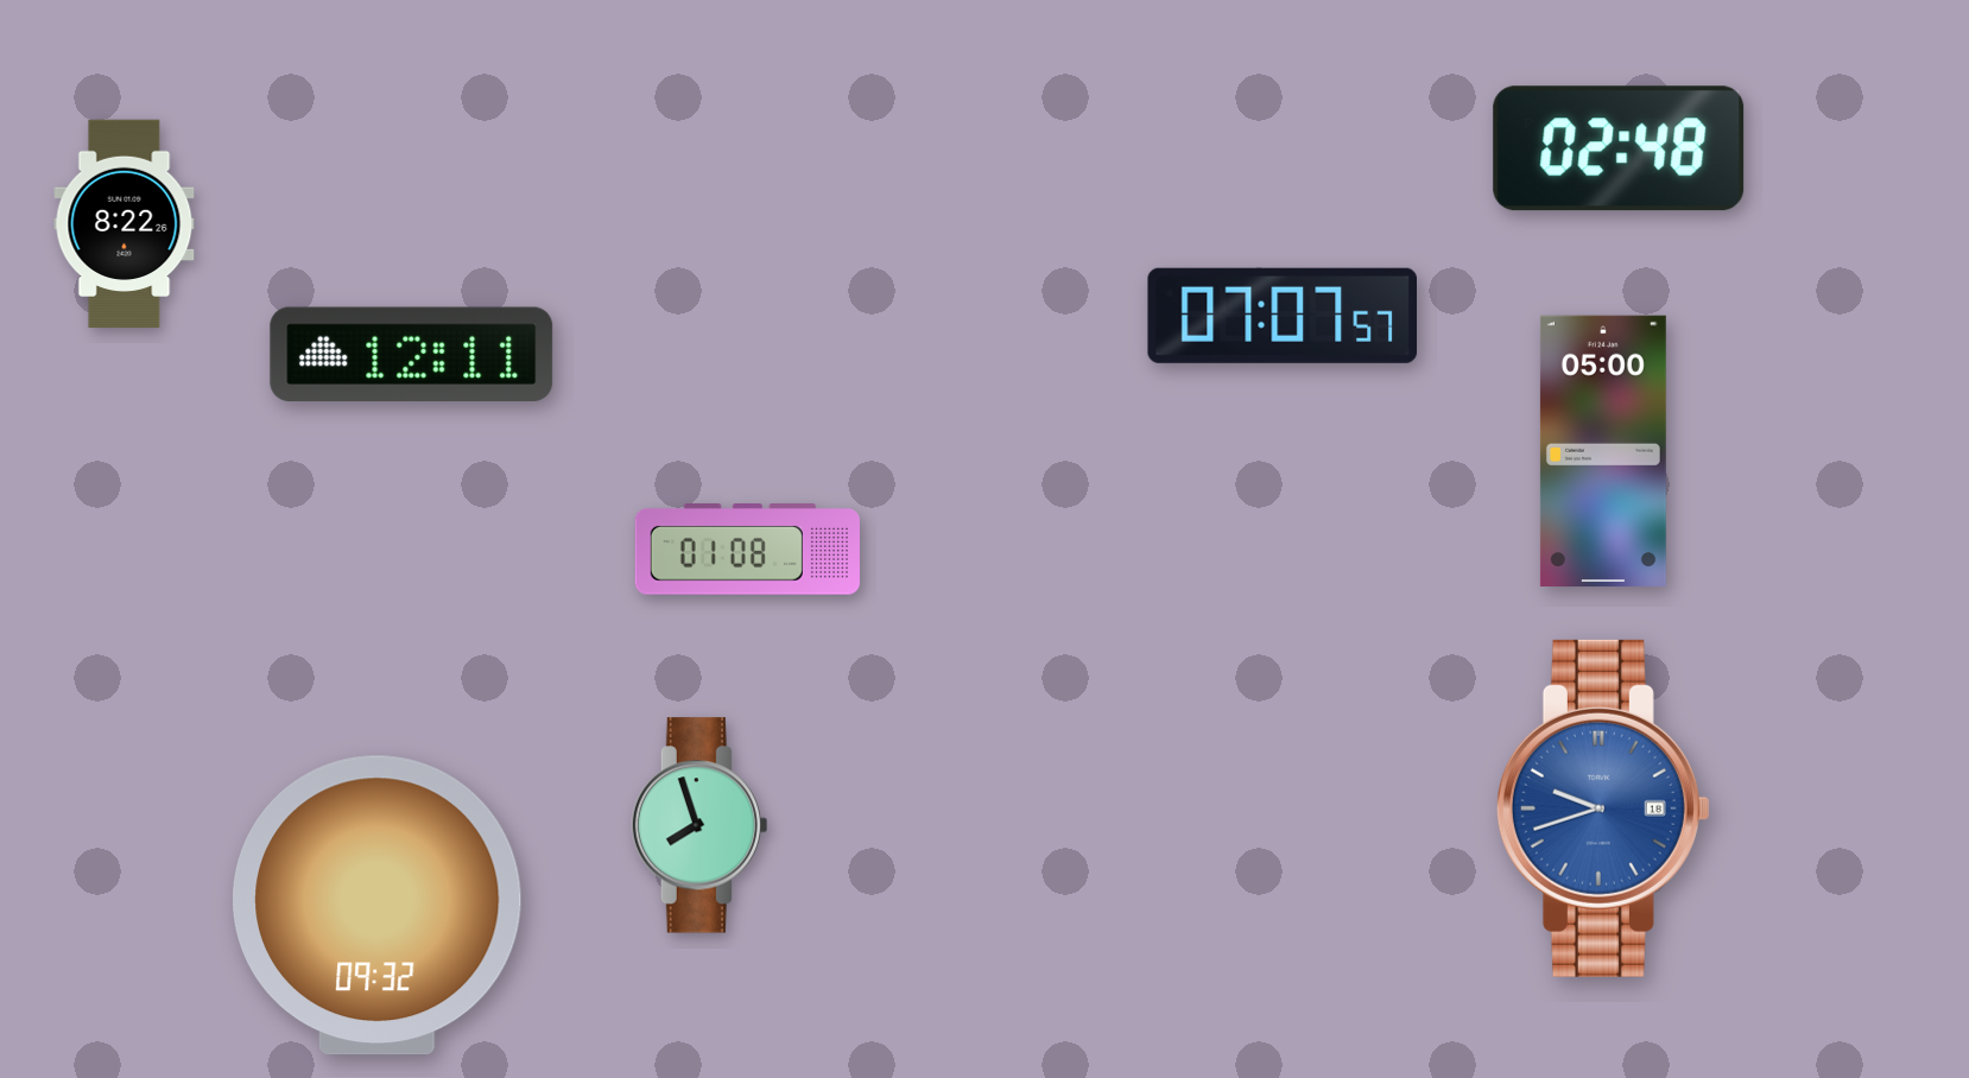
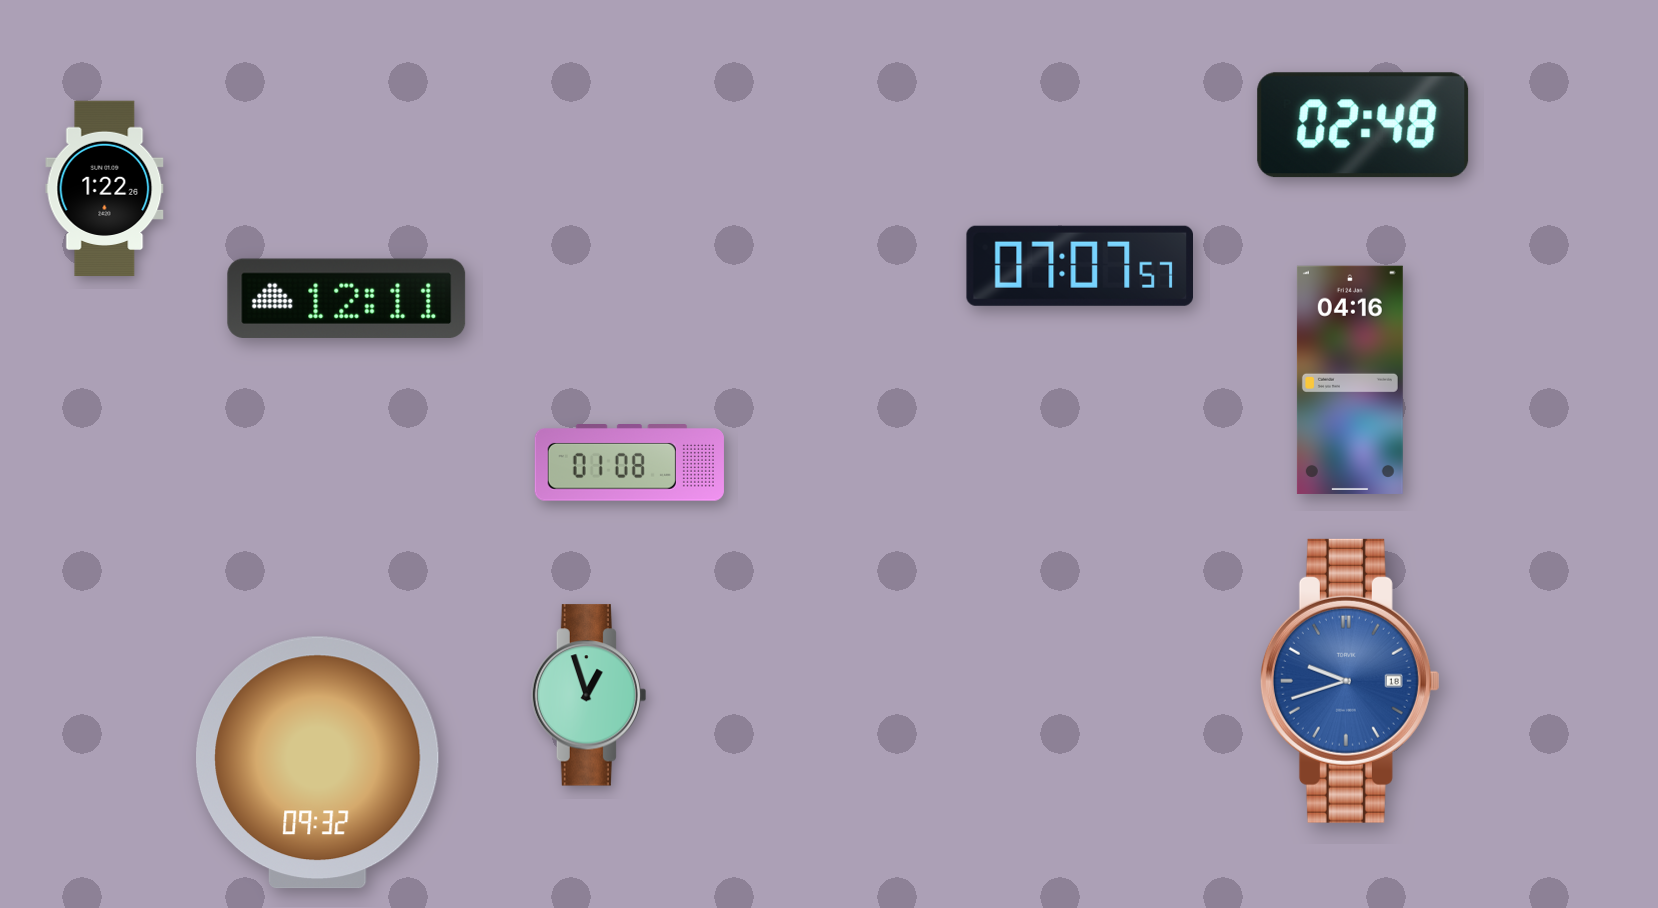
clock at (125, 224): 8:22 -> 1:22
clock at (1603, 451): 05:00 -> 04:16
clock at (699, 825): 7:57 -> 12:57
